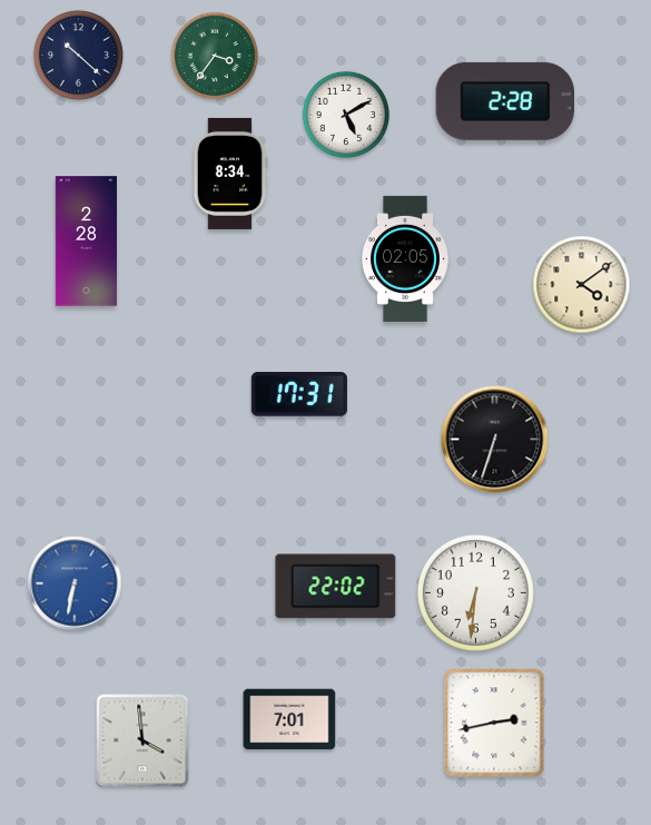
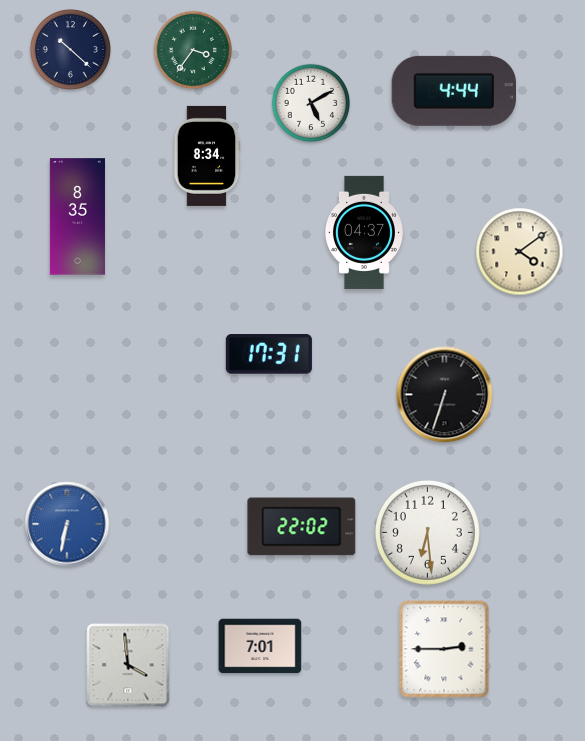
clock at (504, 101): 2:28 -> 4:44
clock at (86, 242): 2:28 -> 8:35
clock at (405, 258): 02:05 -> 04:37
clock at (582, 285) position: (582, 285) -> (520, 252)
clock at (475, 592): 6:31 -> 6:29
clock at (494, 723): 2:43 -> 2:45
